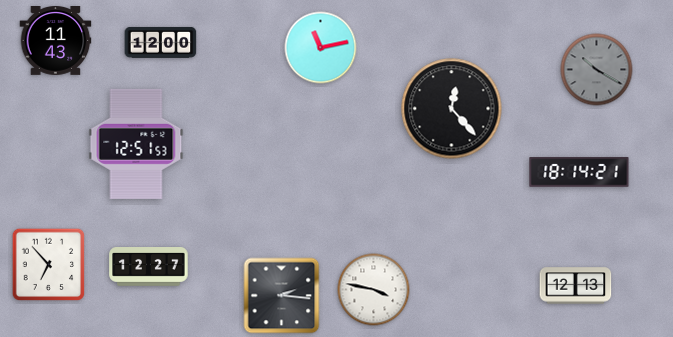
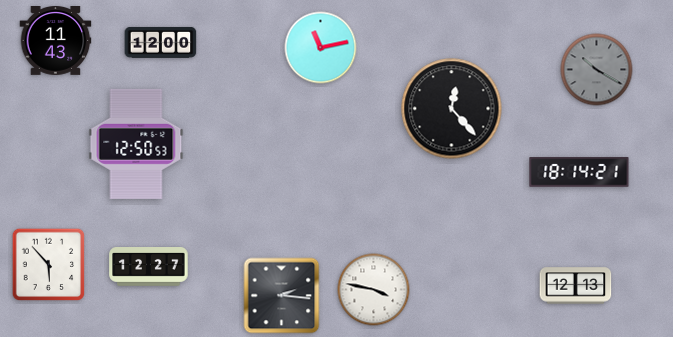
clock at (136, 144): 12:51 -> 12:50
clock at (49, 265): 6:53 -> 5:53
